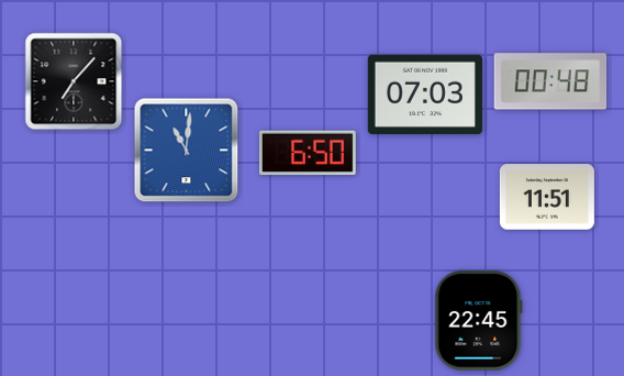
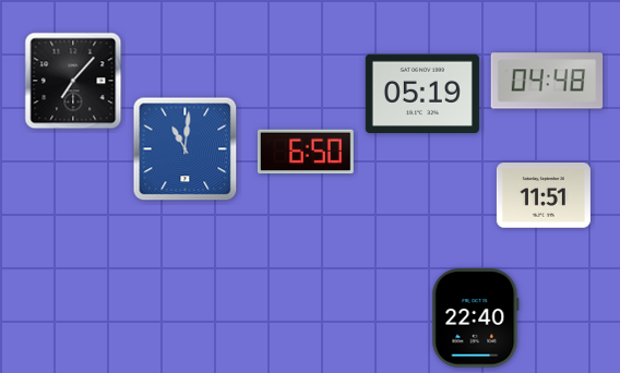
clock at (550, 81): 00:48 -> 04:48
clock at (425, 93): 07:03 -> 05:19
clock at (479, 321): 22:45 -> 22:40
